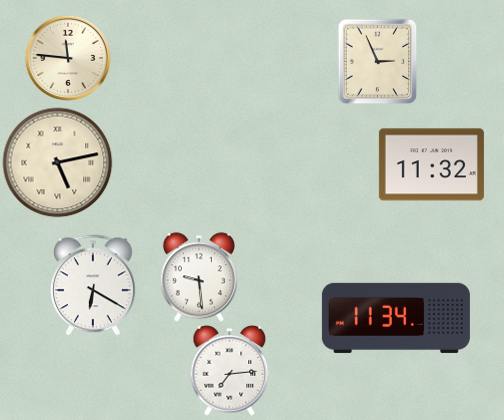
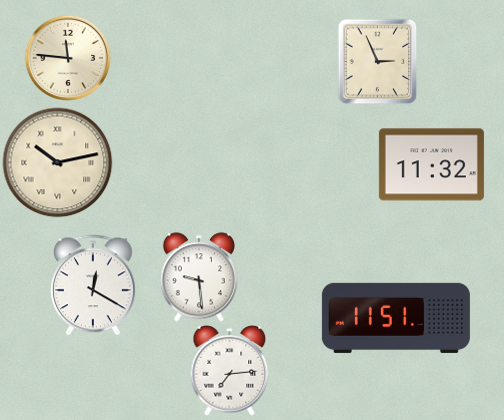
clock at (58, 163): 5:13 -> 10:13
clock at (93, 285): 6:20 -> 12:20
clock at (396, 318): 11:34 -> 11:51
